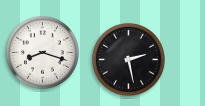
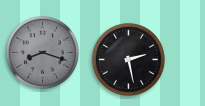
clock at (42, 52) dial: white -> grey
